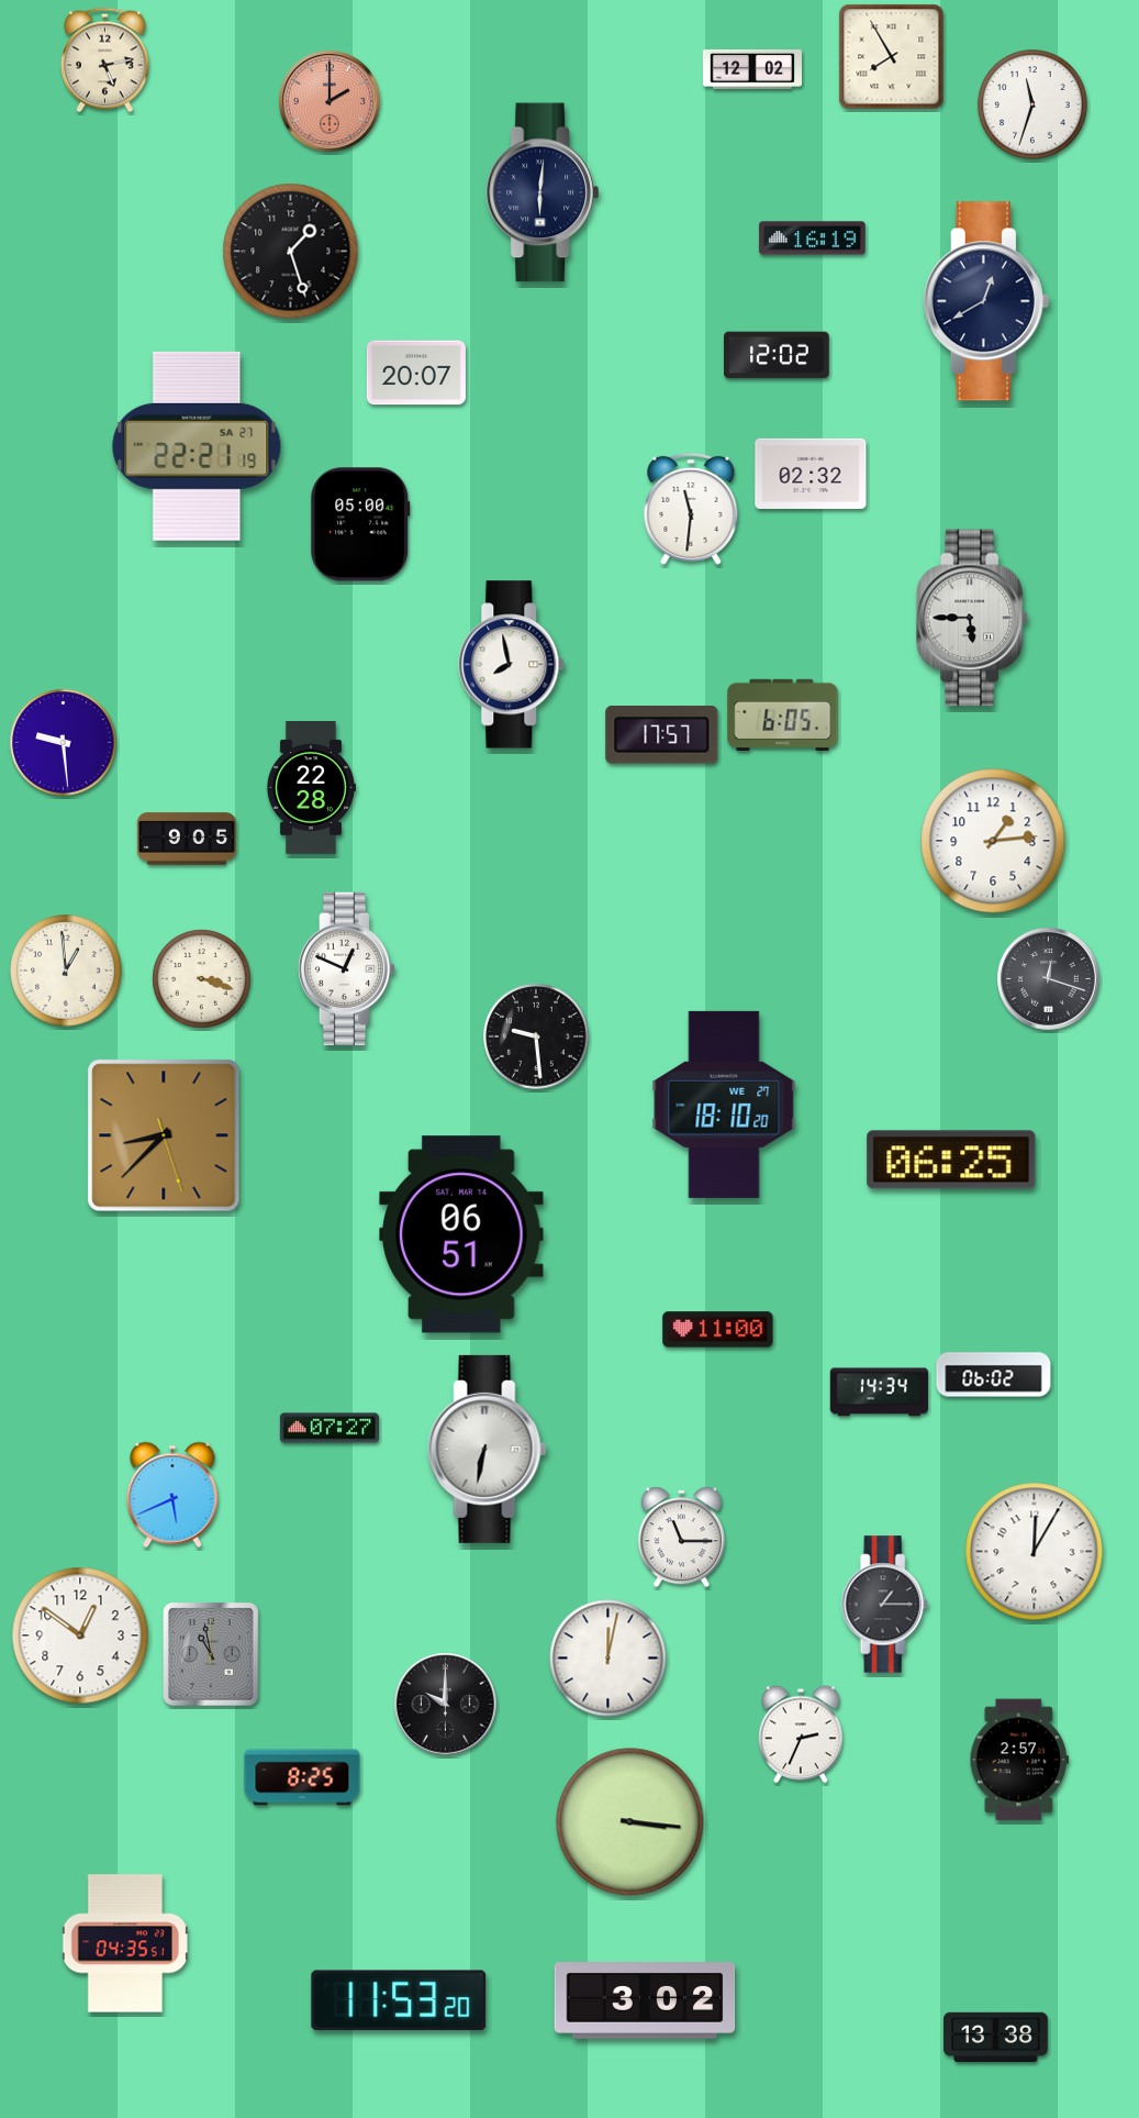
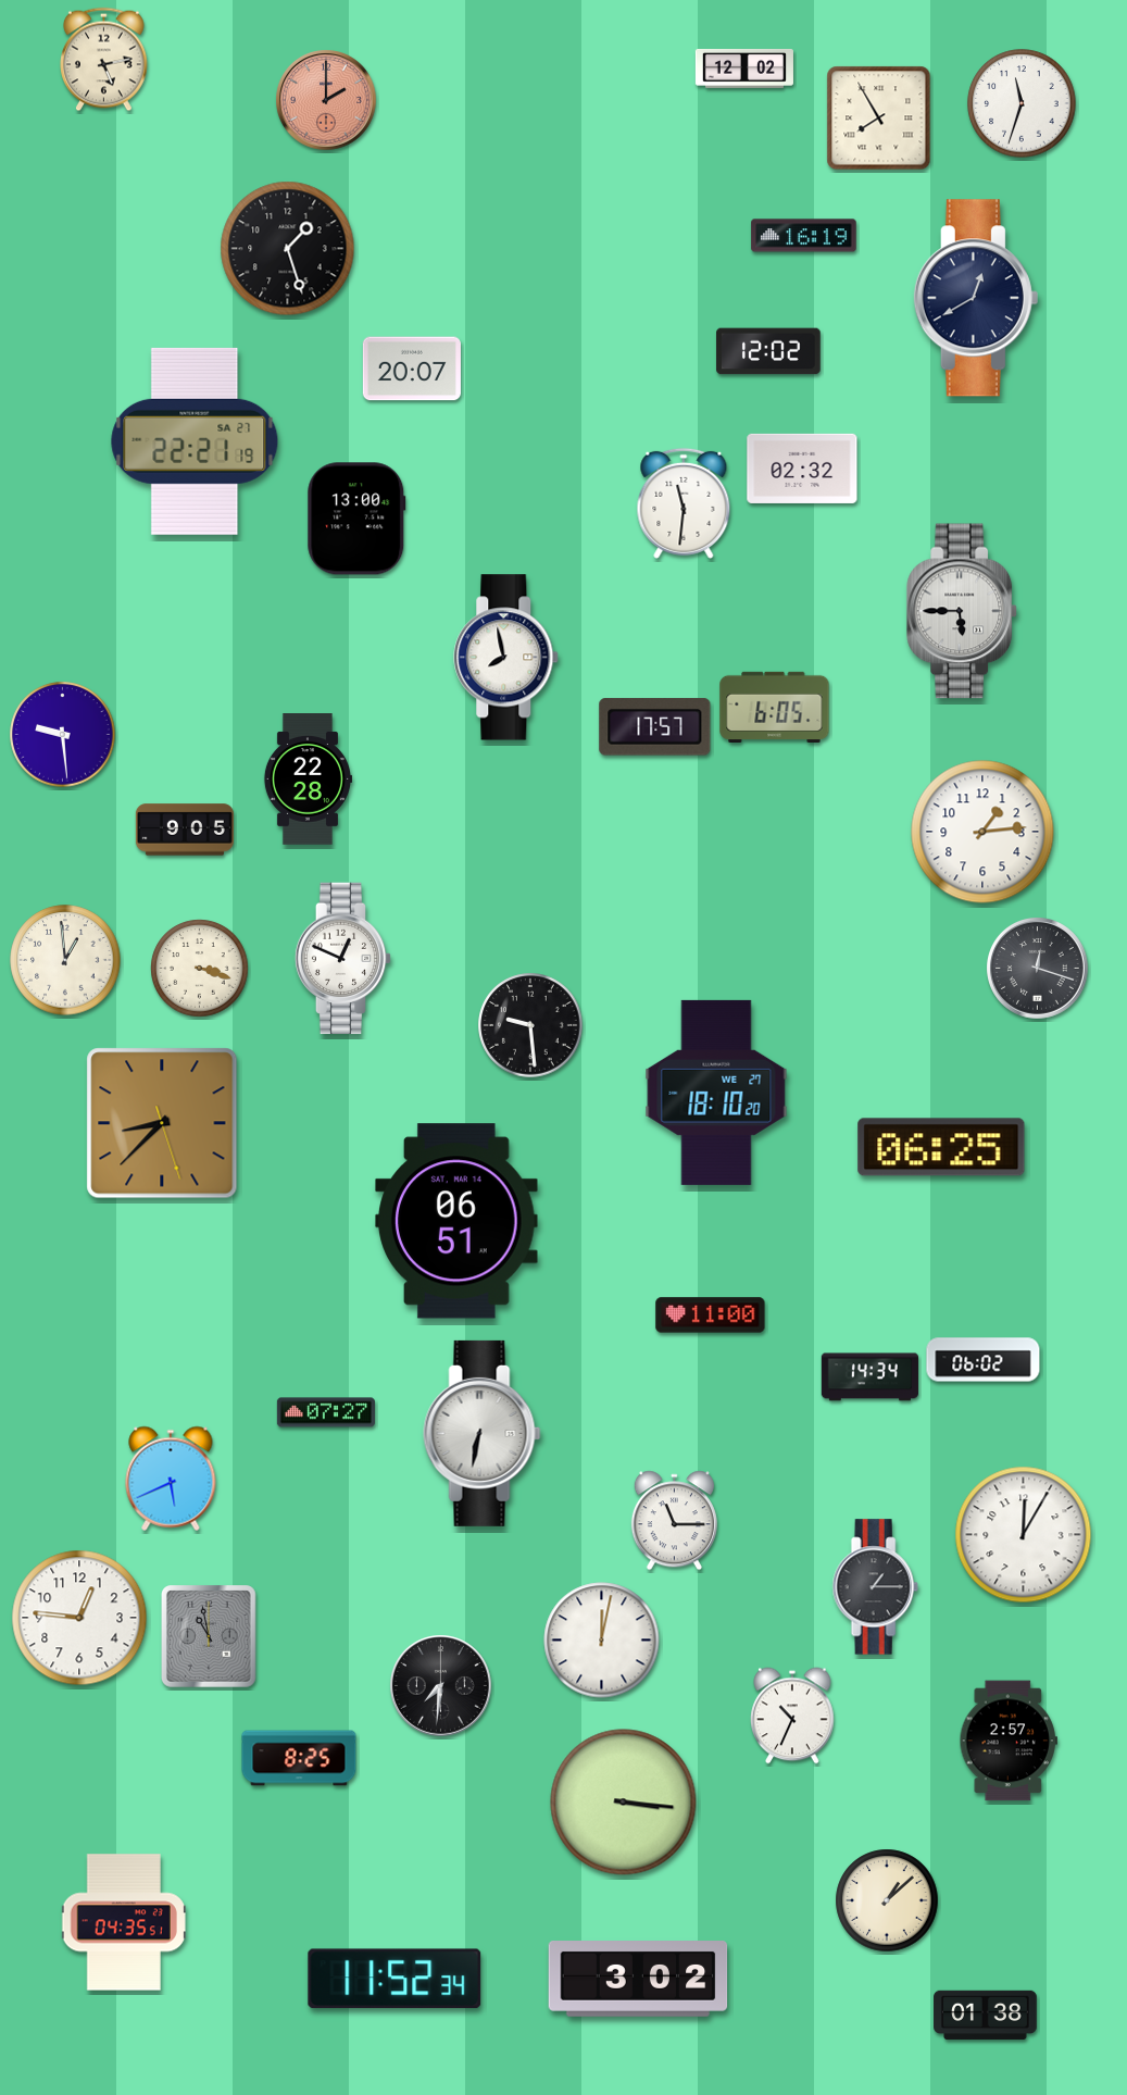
clock at (892, 57) position: (892, 57) -> (879, 119)
clock at (543, 192): 6:01 -> none
clock at (360, 524): 05:00 -> 13:00
clock at (80, 1635): 12:51 -> 12:46
clock at (446, 1705): 10:00 -> 7:31
clock at (801, 1734): 2:34 -> 10:34
clock at (887, 1900): none -> 1:08
clock at (399, 2000): 11:53 -> 11:52
clock at (996, 2038): 13:38 -> 01:38
